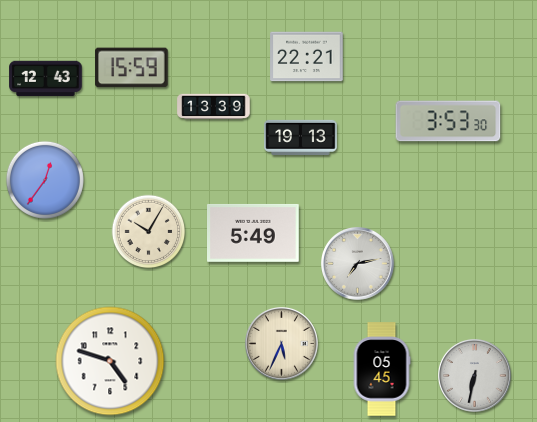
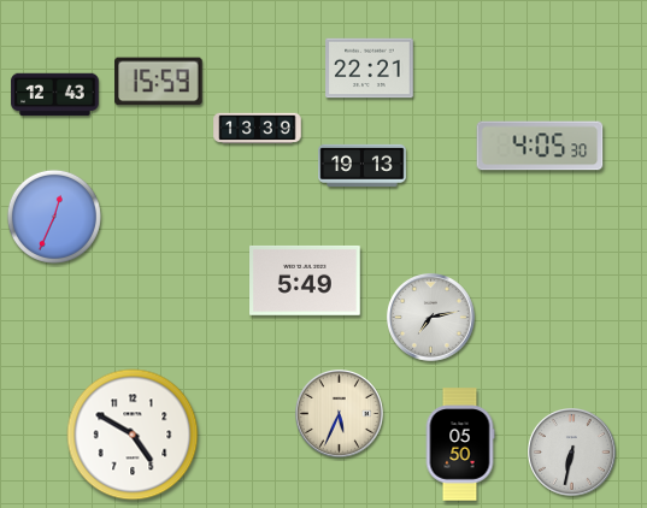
clock at (448, 121): 3:53 -> 4:05
clock at (45, 180): 12:36 -> 12:34
clock at (149, 232): 10:05 -> none
clock at (110, 361): 4:48 -> 4:50
clock at (382, 369): 05:45 -> 05:50
